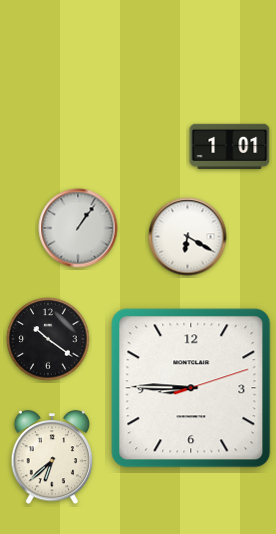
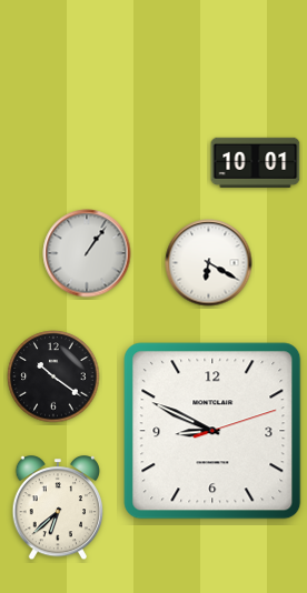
clock at (230, 146): 1:01 -> 10:01
clock at (191, 388): 8:45 -> 8:49
